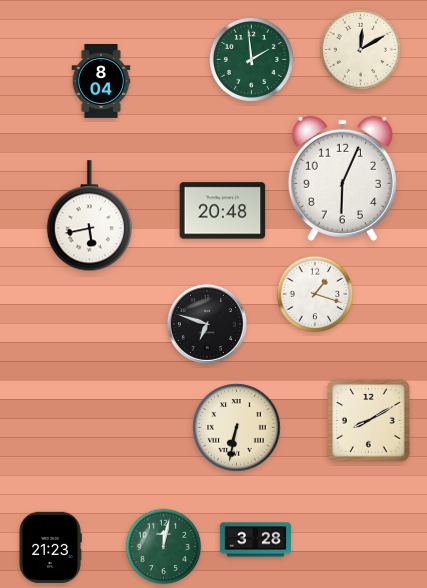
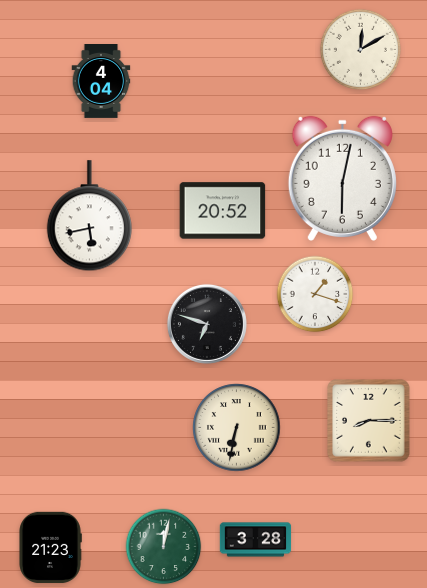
clock at (251, 59): 1:59 -> none
clock at (101, 82): 8:04 -> 4:04
clock at (342, 178): 6:04 -> 6:02
clock at (223, 211): 20:48 -> 20:52
clock at (369, 421): 8:10 -> 8:15
